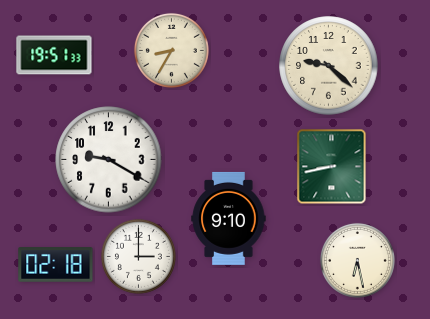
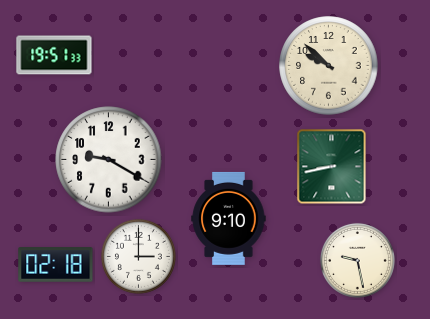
clock at (171, 50): 8:35 -> none
clock at (329, 66): 9:22 -> 9:52
clock at (357, 260): 6:28 -> 9:28
